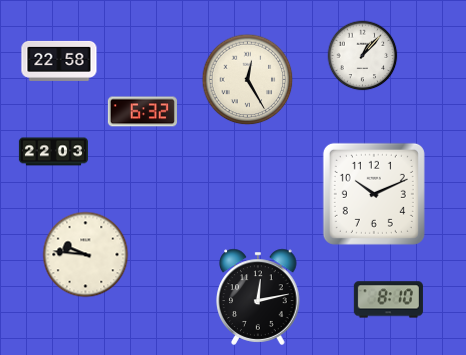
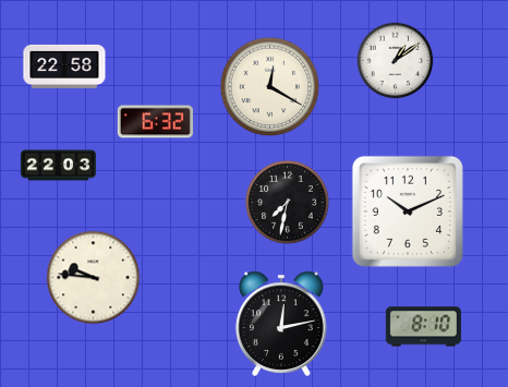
clock at (363, 56): 1:07 -> 1:09
clock at (248, 80): 12:25 -> 12:20
clock at (288, 203): none -> 7:32
